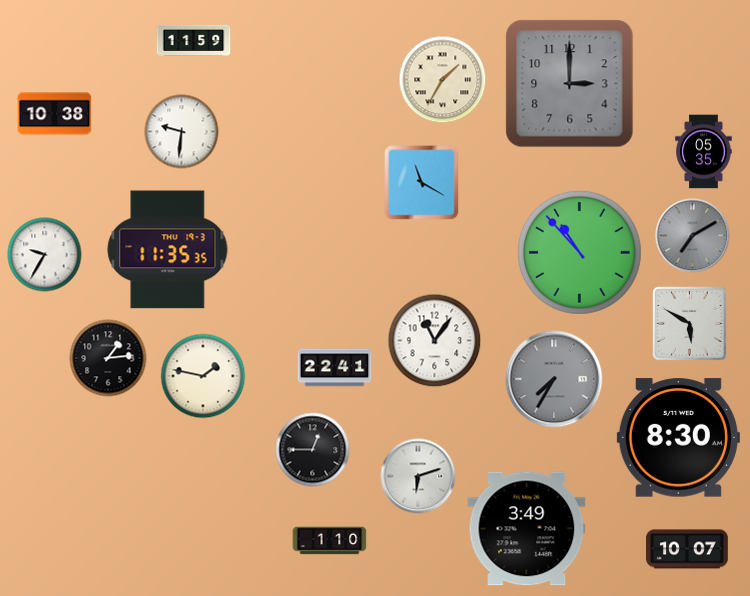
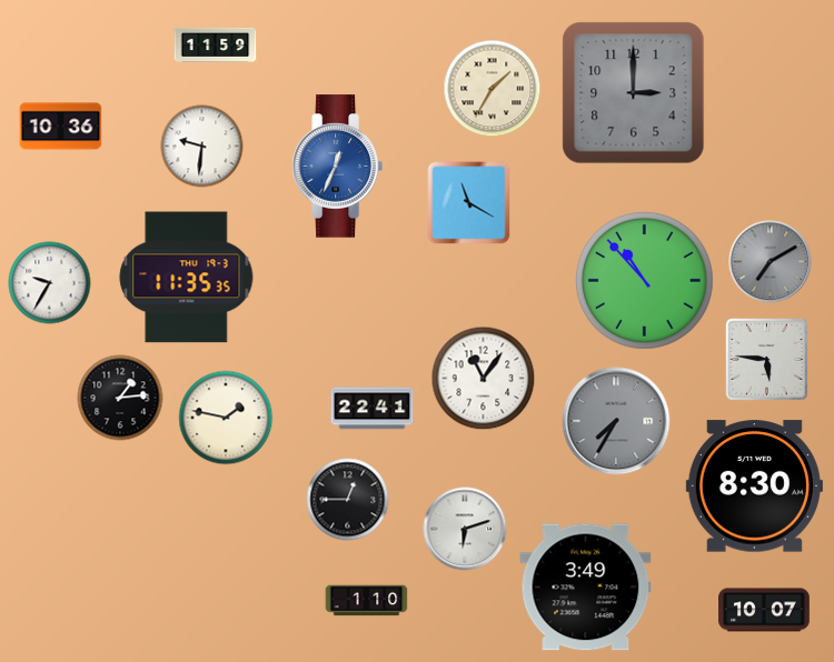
clock at (55, 114): 10:38 -> 10:36
clock at (337, 167): none -> 12:34
clock at (704, 152): 05:35 -> none
clock at (690, 324): 5:50 -> 5:46
